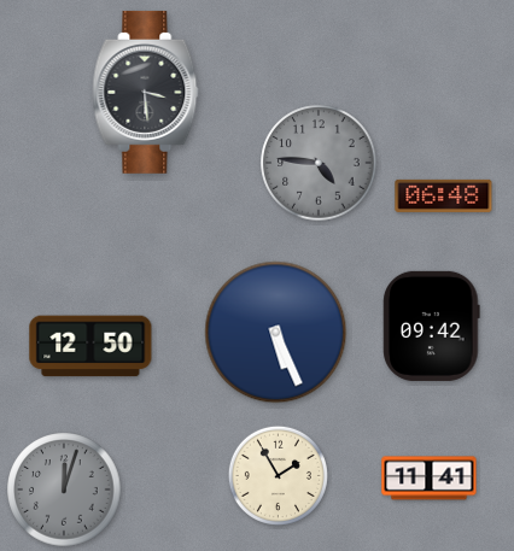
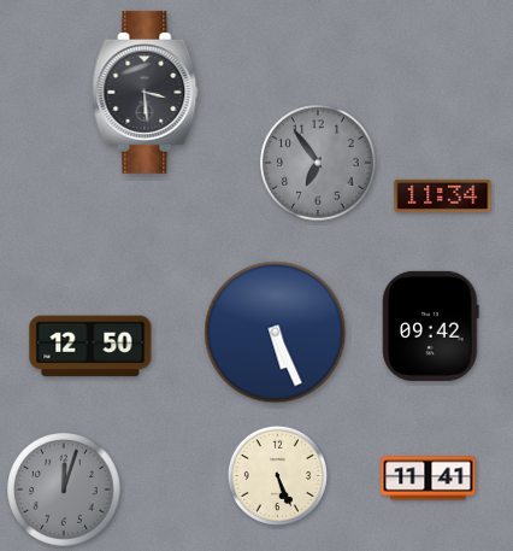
clock at (319, 163): 4:46 -> 6:54
clock at (444, 195): 06:48 -> 11:34
clock at (278, 475): 1:55 -> 5:26
